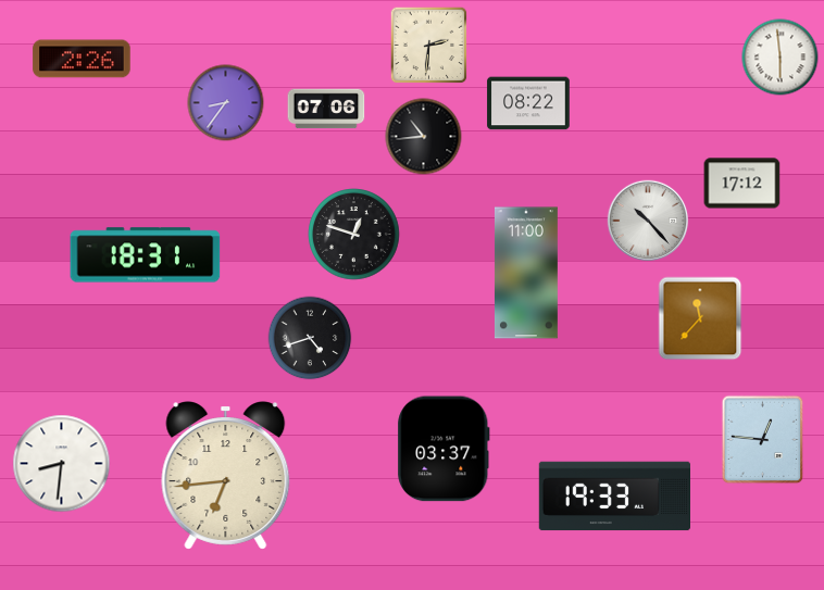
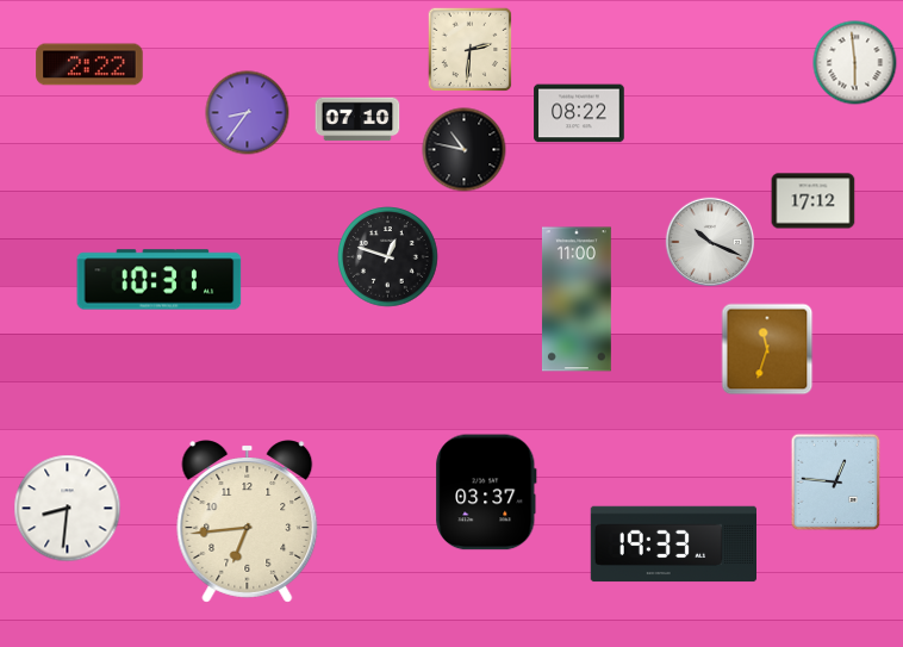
clock at (82, 59): 2:26 -> 2:22
clock at (326, 109): 07:06 -> 07:10
clock at (424, 137): 10:44 -> 10:47
clock at (648, 221): 10:23 -> 10:19
clock at (146, 255): 18:31 -> 10:31
clock at (700, 318): 11:37 -> 11:33
clock at (310, 338): 4:42 -> none
